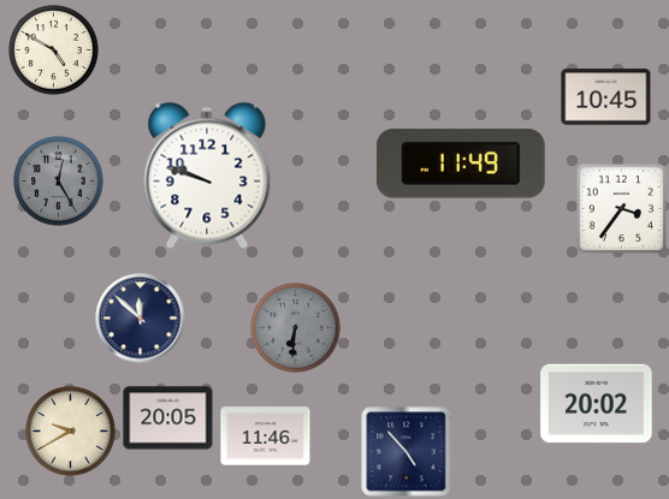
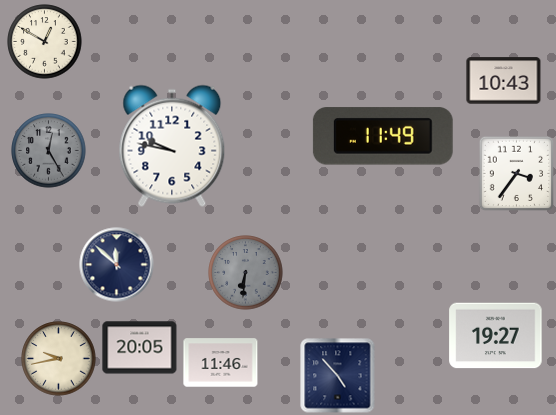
clock at (54, 51): 4:50 -> 12:50
clock at (606, 97): 10:45 -> 10:43
clock at (207, 176): 9:48 -> 9:47
clock at (597, 404): 20:02 -> 19:27
clock at (71, 432): 9:40 -> 9:43
